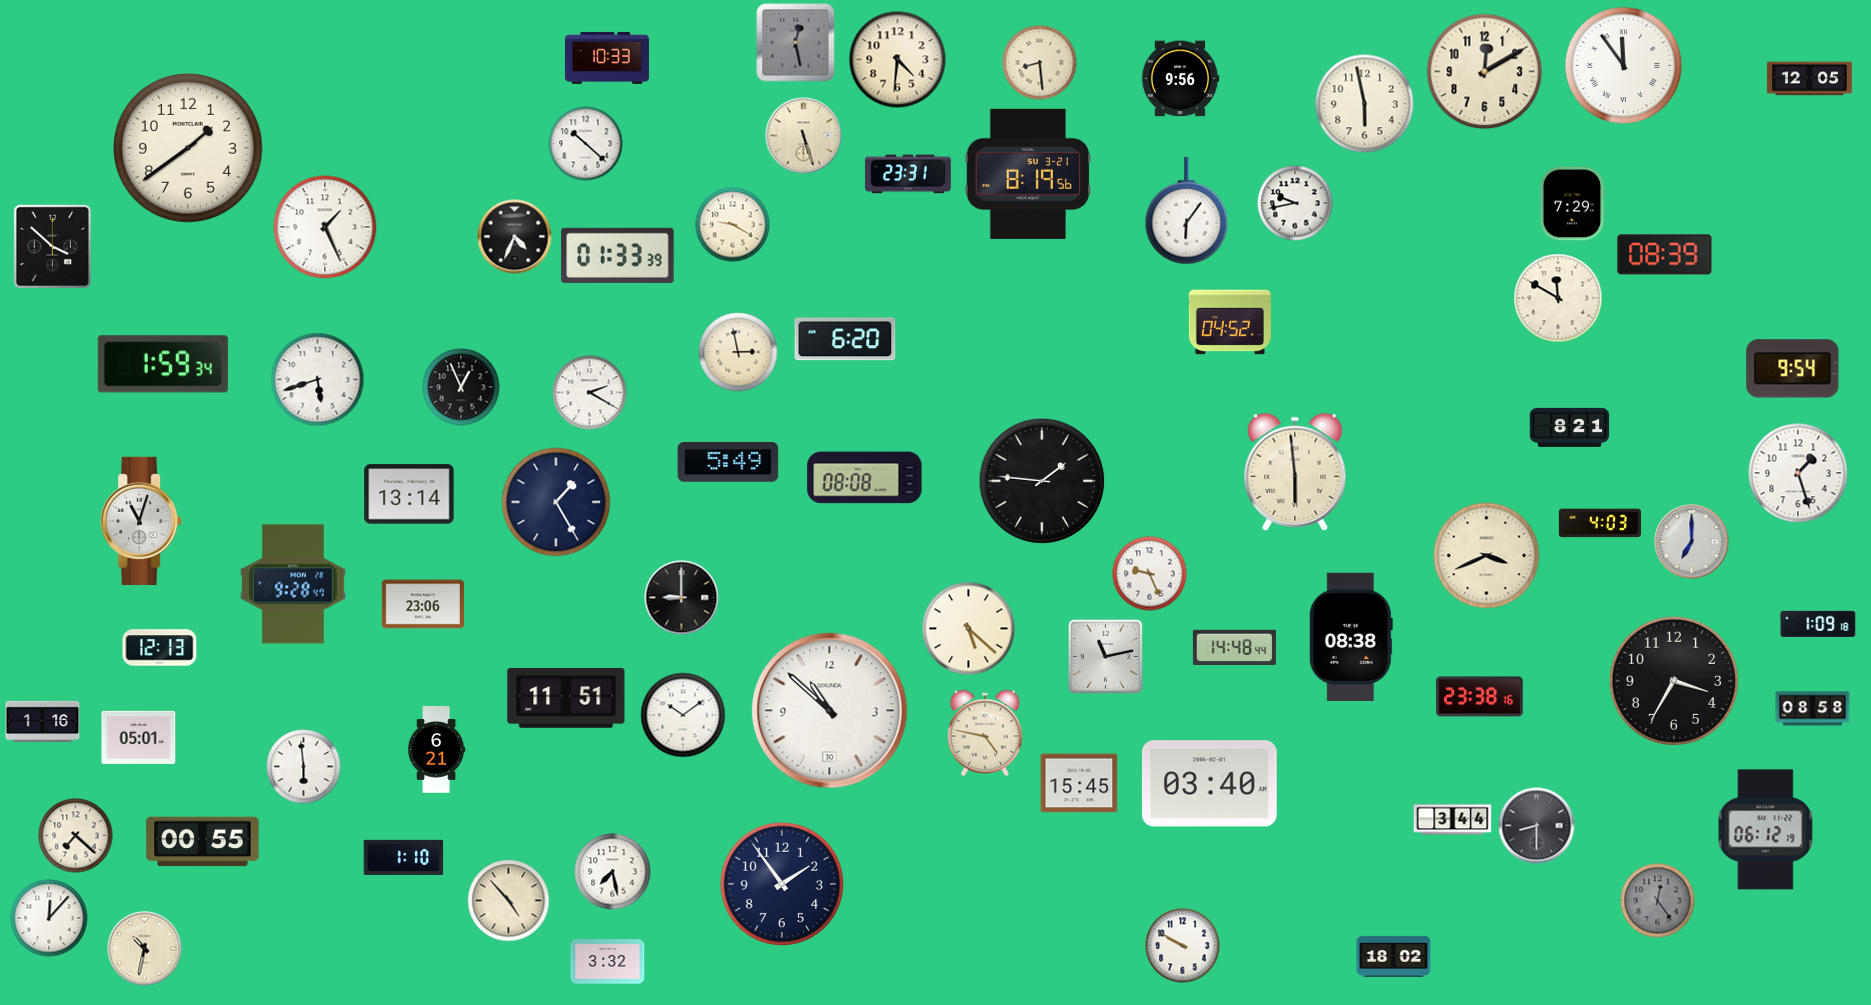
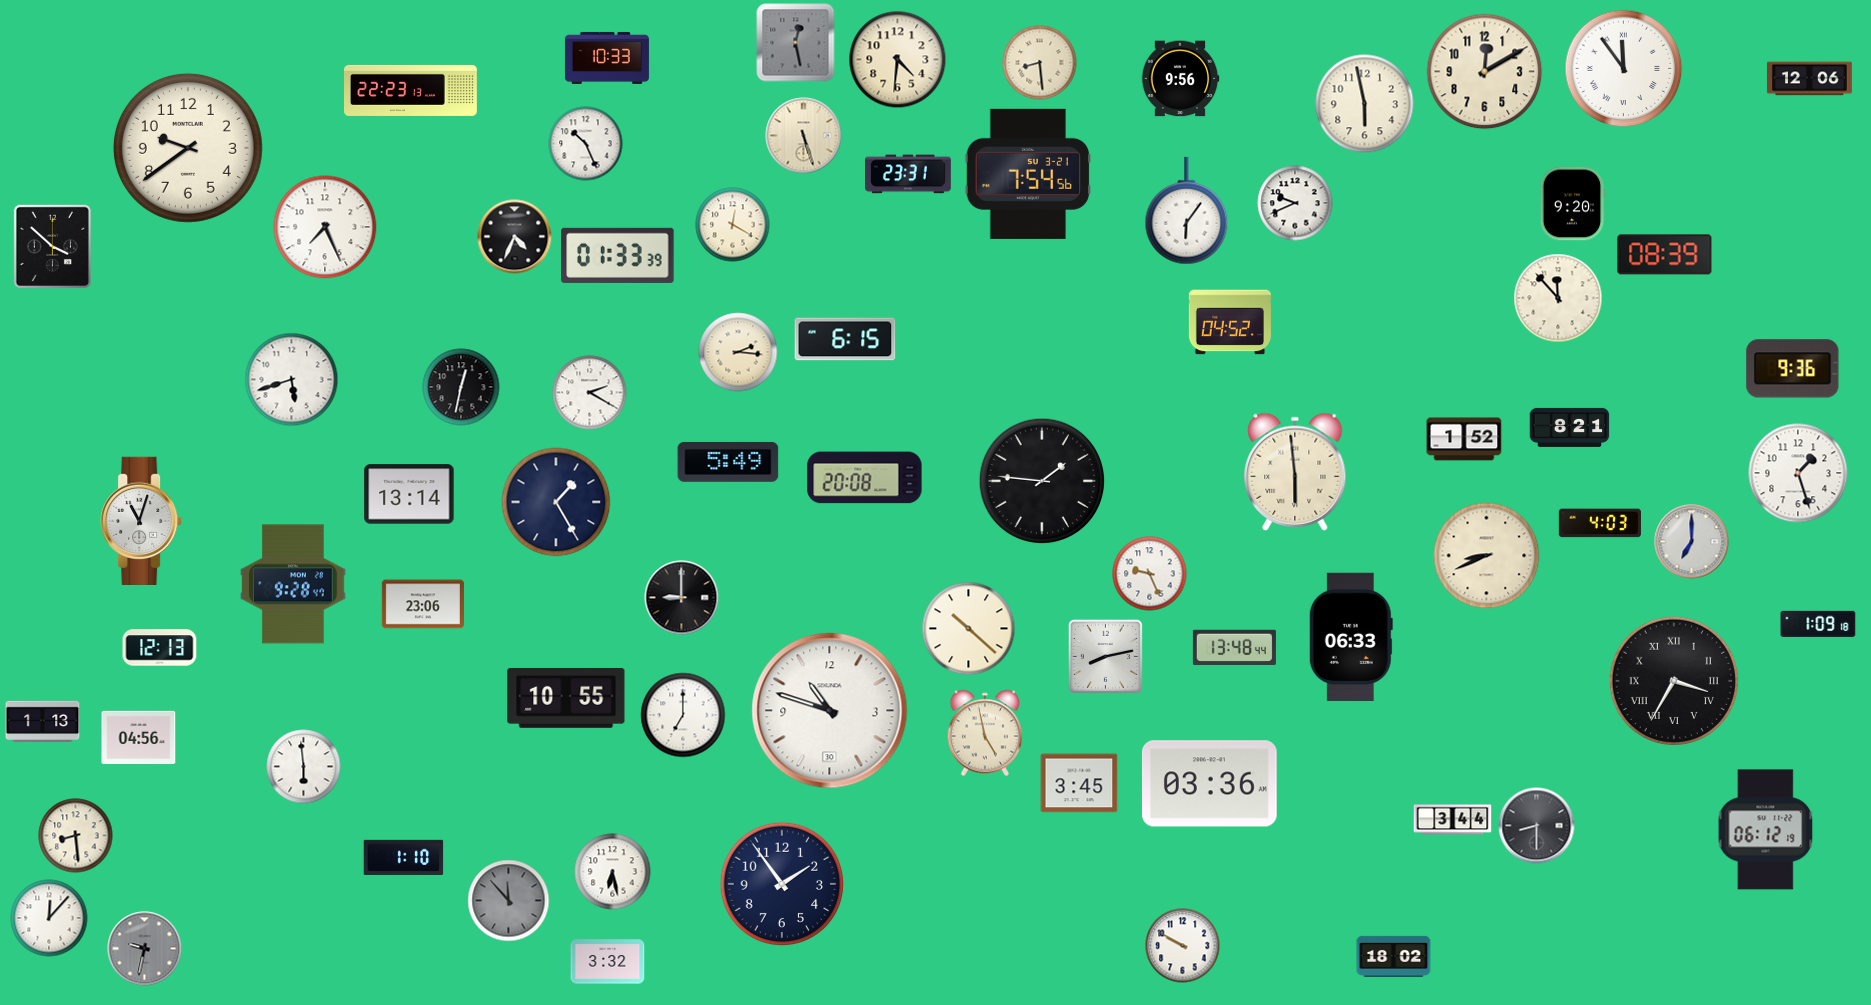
clock at (1624, 66) position: (1624, 66) -> (1624, 69)
clock at (1809, 79): 12:05 -> 12:06
clock at (411, 90): none -> 22:23
clock at (586, 144): 10:22 -> 10:26
clock at (188, 148): 1:39 -> 9:39
clock at (1028, 174): 8:19 -> 7:54
clock at (1295, 203): 9:43 -> 9:41
clock at (1572, 204): 7:29 -> 9:20
clock at (733, 225): 9:20 -> 12:20
clock at (325, 227): 1:26 -> 7:26
clock at (1558, 298): 11:50 -> 11:53
clock at (845, 339): 6:20 -> 6:15
clock at (738, 352): 2:58 -> 2:16
clock at (163, 364): 1:59 -> none
clock at (1793, 369): 9:54 -> 9:36
clock at (318, 380) position: (318, 380) -> (292, 380)
clock at (461, 387): 12:56 -> 12:32
clock at (1464, 439): none -> 1:52
clock at (865, 478): 08:08 -> 20:08
clock at (1487, 556): 3:41 -> 8:41
clock at (969, 629): 5:22 -> 10:22
clock at (1351, 636): 08:38 -> 06:33
clock at (1234, 648): 14:48 -> 13:48
clock at (1105, 656): 11:13 -> 8:13
clock at (1674, 681) numerals: Arabic -> Roman
clock at (1480, 697): 23:38 -> none
clock at (566, 698): 11:51 -> 10:55
clock at (1813, 709): 08:58 -> none
clock at (830, 711): 10:52 -> 10:48
clock at (683, 715): 10:09 -> 7:00
clock at (43, 722): 1:16 -> 1:13
clock at (984, 733): 4:47 -> 4:58
clock at (139, 737): 05:01 -> 04:56
clock at (436, 750): 6:21 -> none
clock at (1079, 783): 15:45 -> 3:45
clock at (1209, 784): 03:40 -> 03:36
clock at (76, 836): 7:22 -> 8:29
clock at (203, 842): 00:55 -> none
clock at (613, 872): 7:28 -> 6:28
clock at (509, 901): 4:53 -> 11:53
clock at (509, 901) dial: cream -> grey
clock at (1658, 901): 12:24 -> none
clock at (145, 949): 10:32 -> 9:32
clock at (145, 949) dial: cream -> grey
